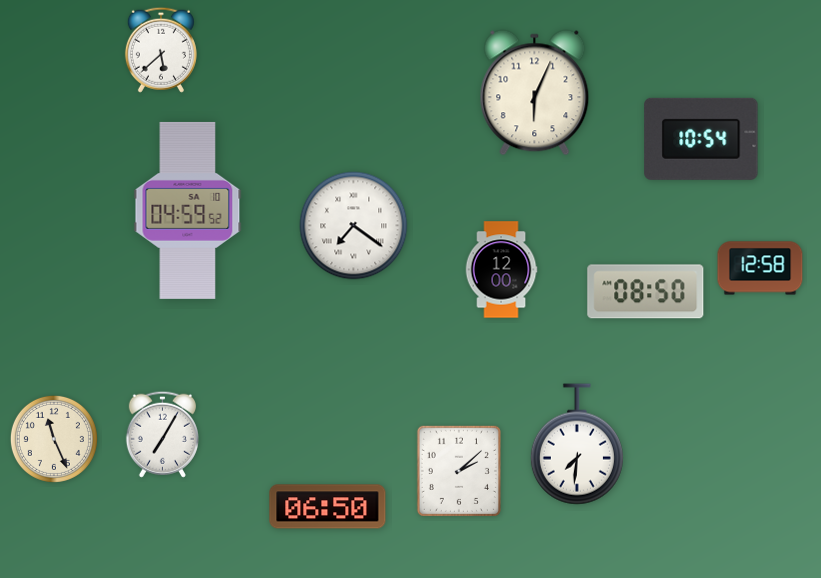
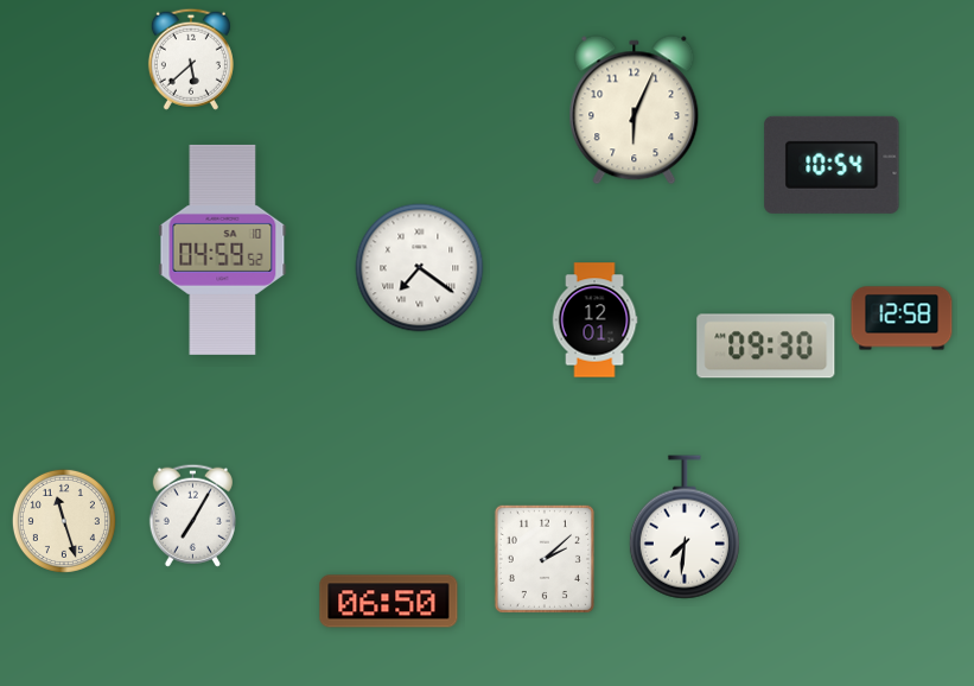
clock at (501, 270): 12:00 -> 12:01
clock at (646, 292): 08:50 -> 09:30
clock at (54, 439): 11:26 -> 11:27
